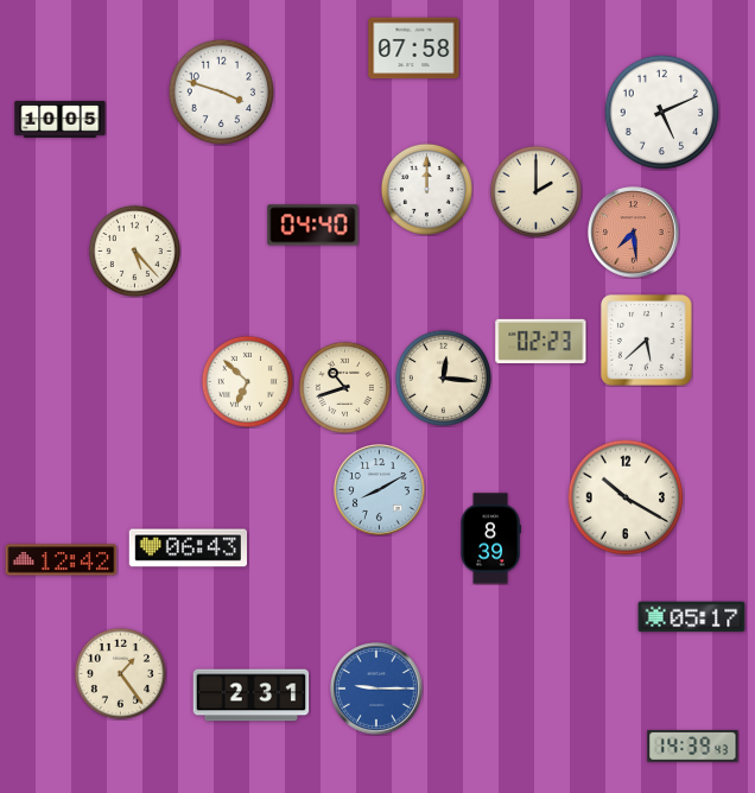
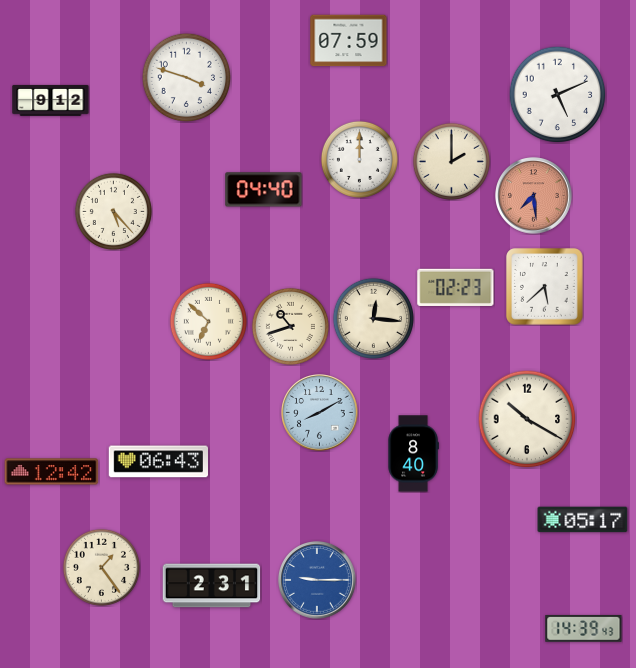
clock at (414, 49): 07:58 -> 07:59
clock at (61, 119): 10:05 -> 9:12
clock at (490, 539): 8:39 -> 8:40
